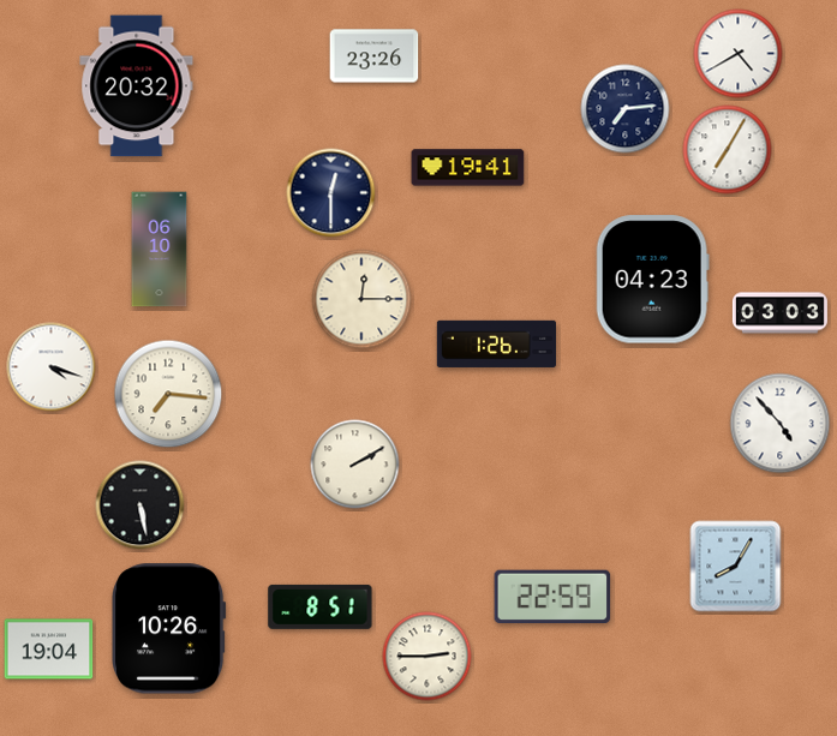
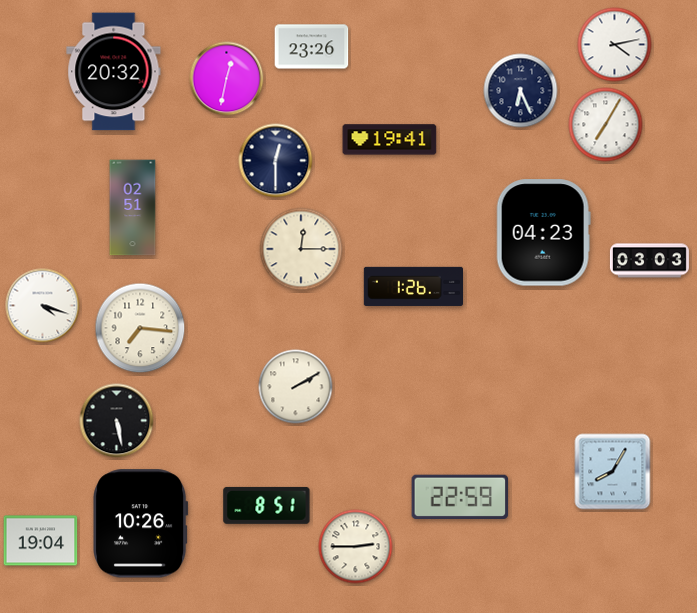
clock at (739, 54): 4:40 -> 4:13
clock at (227, 79): none -> 12:32
clock at (626, 109): 7:14 -> 6:26
clock at (160, 250): 06:10 -> 02:51
clock at (781, 424): 4:53 -> none
